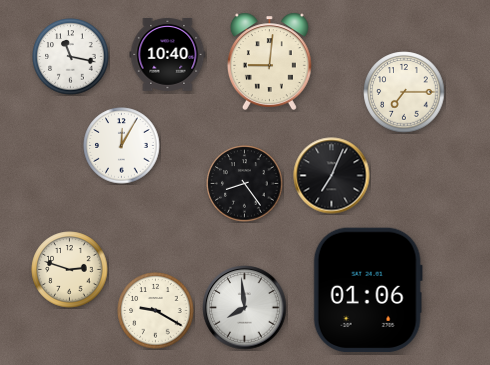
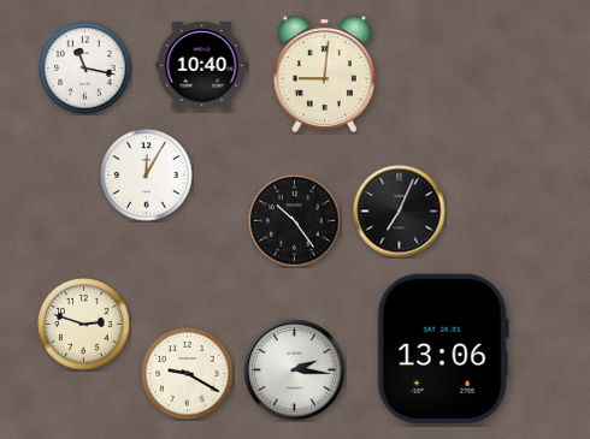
clock at (404, 92): 7:15 -> none
clock at (245, 184): 8:24 -> 10:24
clock at (368, 290): 01:06 -> 13:06
clock at (245, 308): 7:59 -> 2:16
